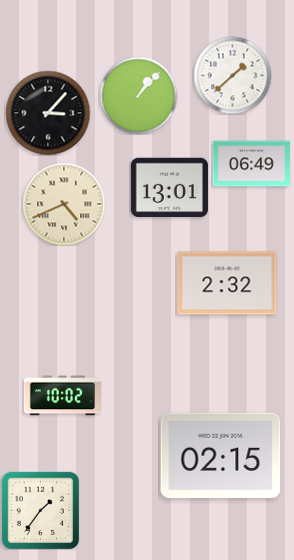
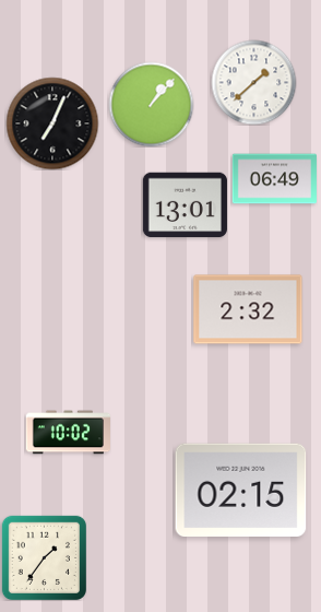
clock at (48, 113): 3:07 -> 7:04
clock at (64, 204): 4:41 -> none
clock at (221, 456) position: (221, 456) -> (241, 491)
